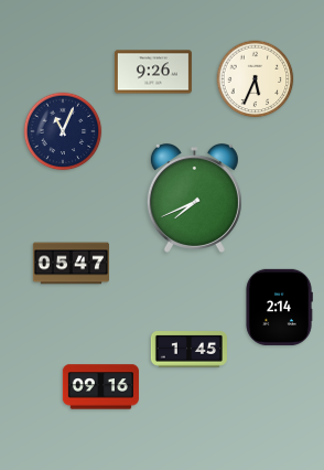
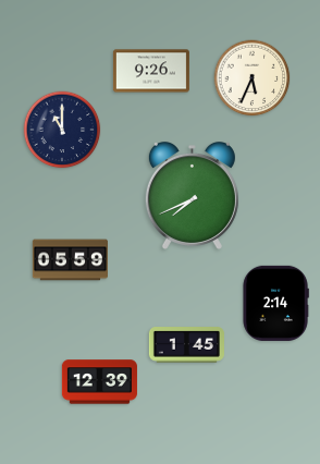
clock at (63, 131): 11:04 -> 11:00
clock at (71, 264): 05:47 -> 05:59
clock at (100, 387): 09:16 -> 12:39
